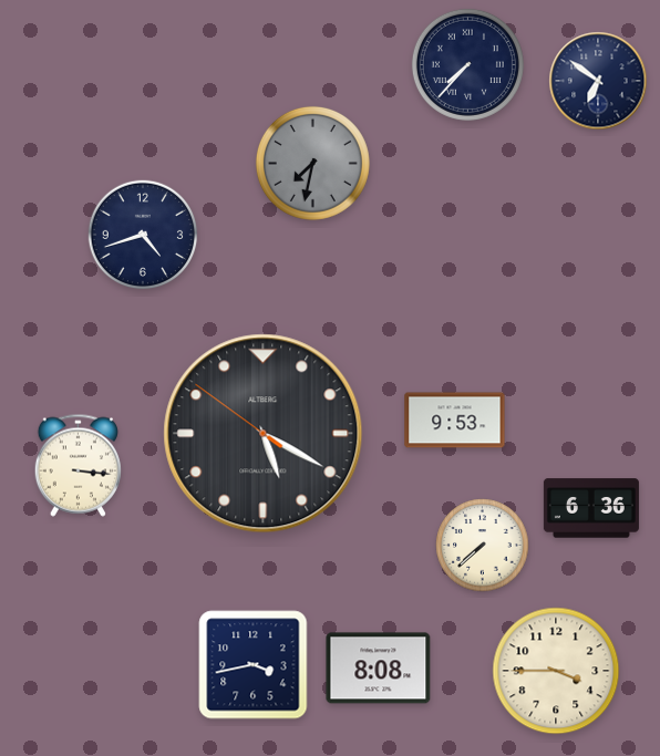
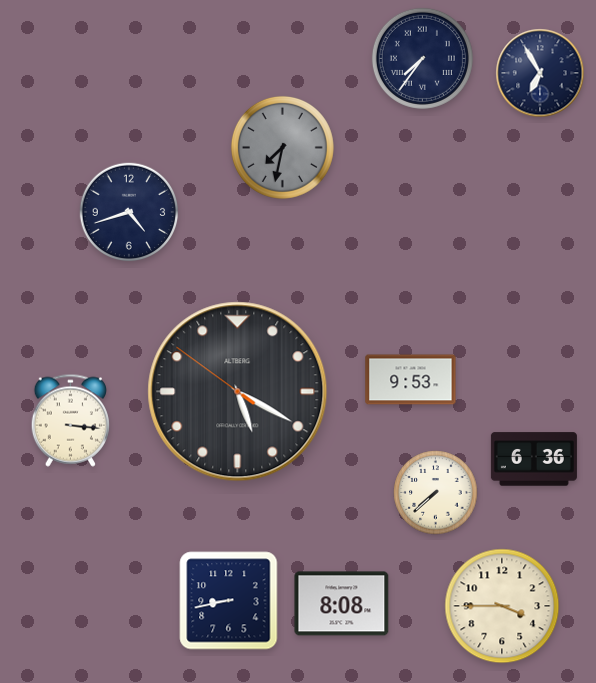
clock at (467, 64): 7:37 -> 7:36
clock at (598, 81): 6:51 -> 6:55
clock at (254, 665): 3:43 -> 8:43
